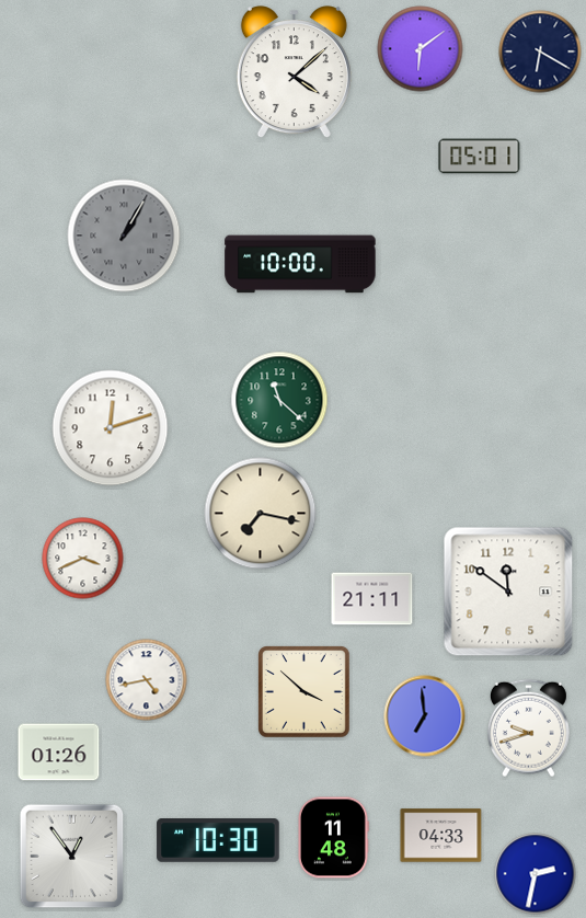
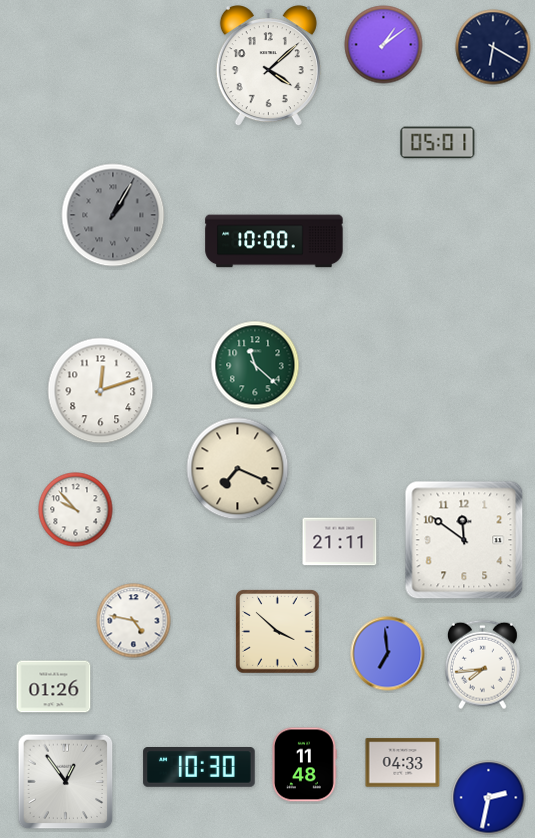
clock at (421, 49): 6:09 -> 1:09
clock at (261, 514): 7:17 -> 7:19
clock at (83, 559): 3:41 -> 9:53
clock at (372, 599) position: (372, 599) -> (340, 542)
clock at (147, 680): 4:43 -> 4:47
clock at (528, 728): 9:42 -> 7:44
